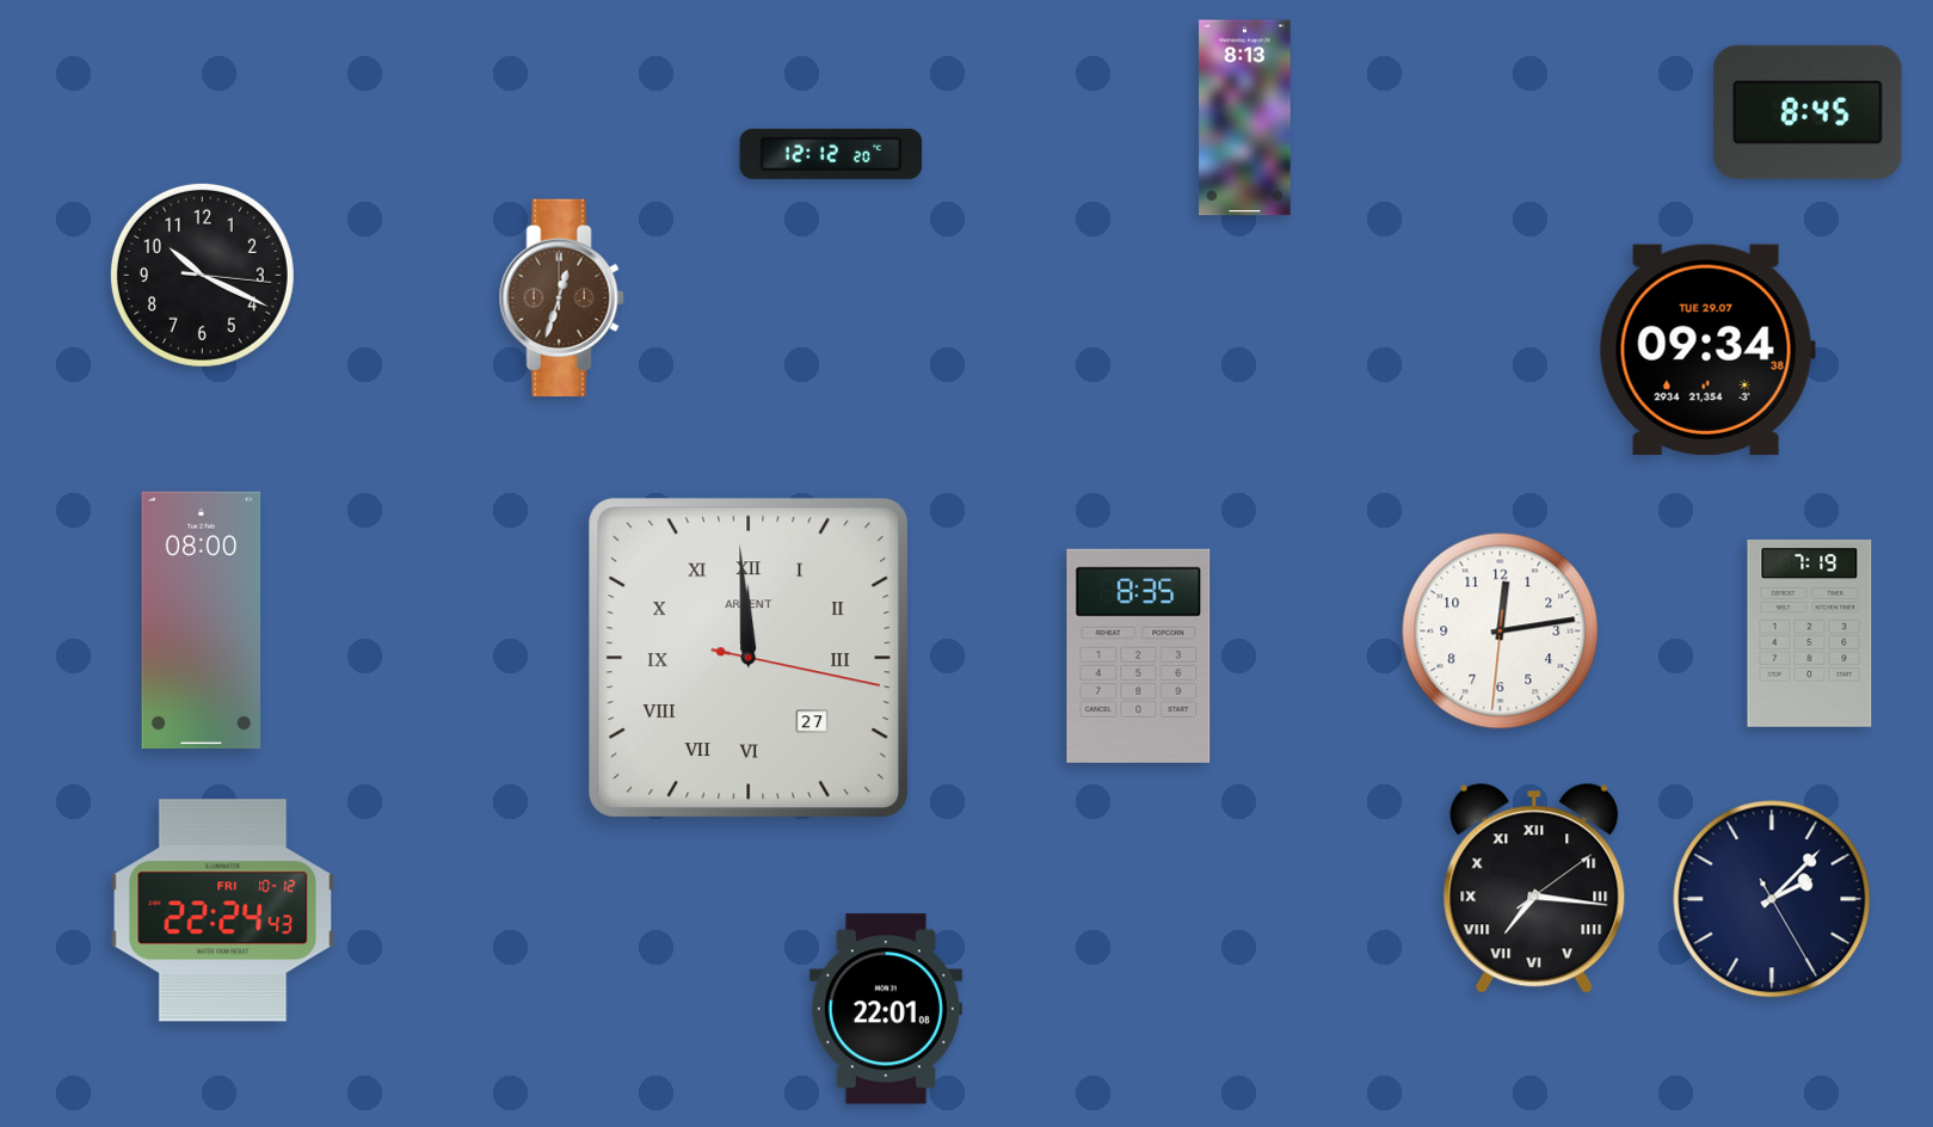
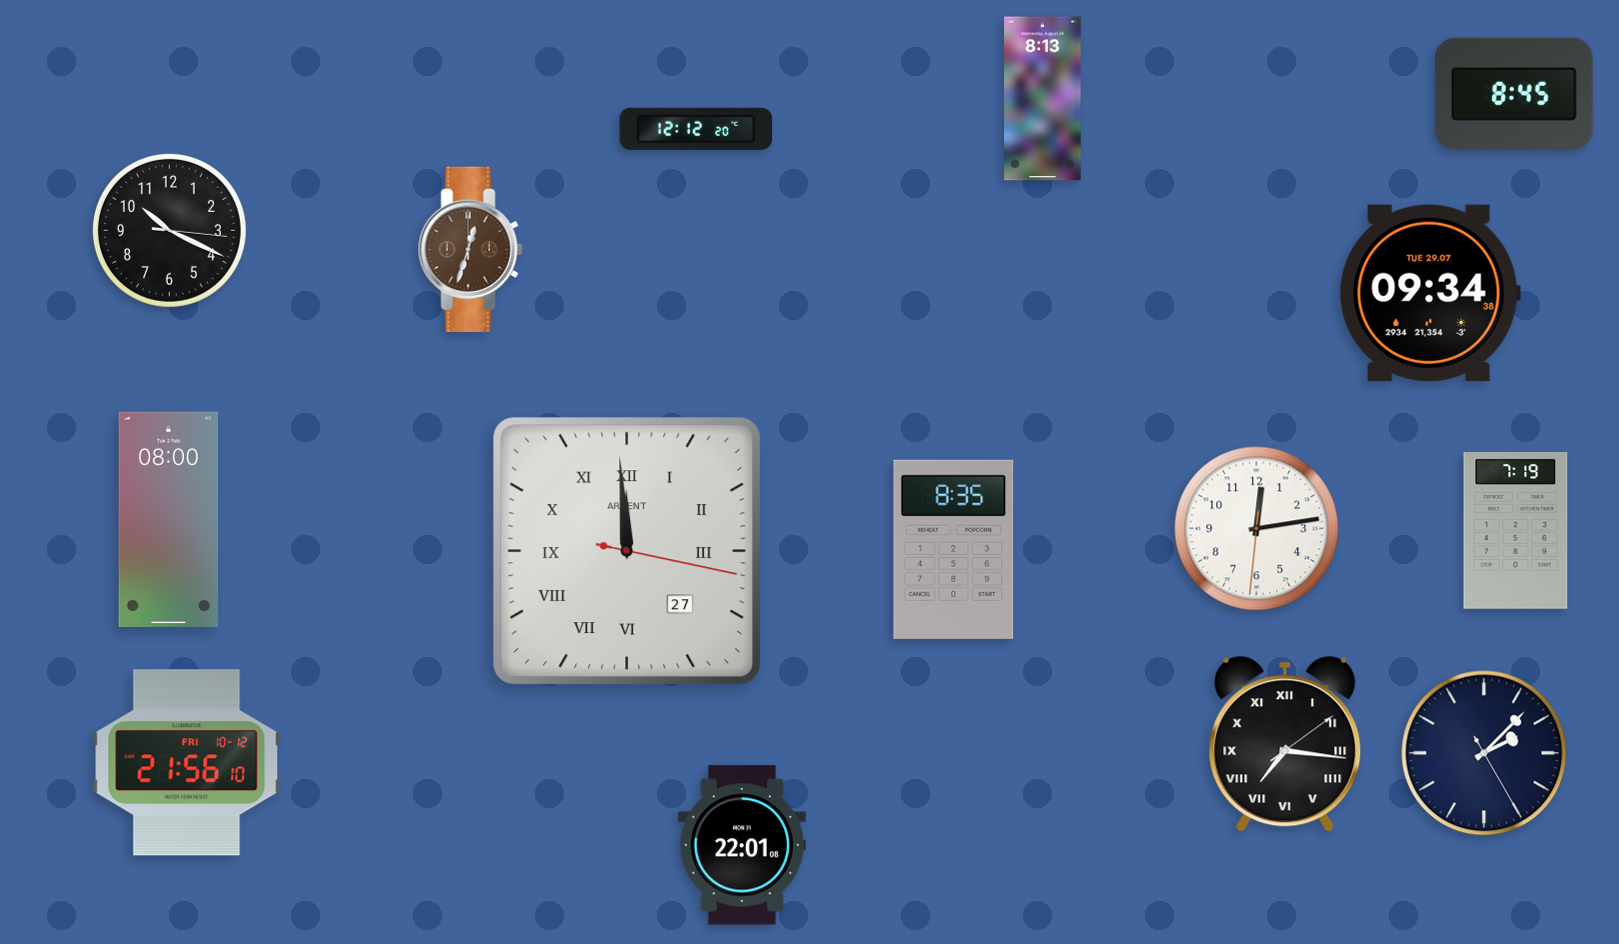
clock at (223, 911): 22:24 -> 21:56
